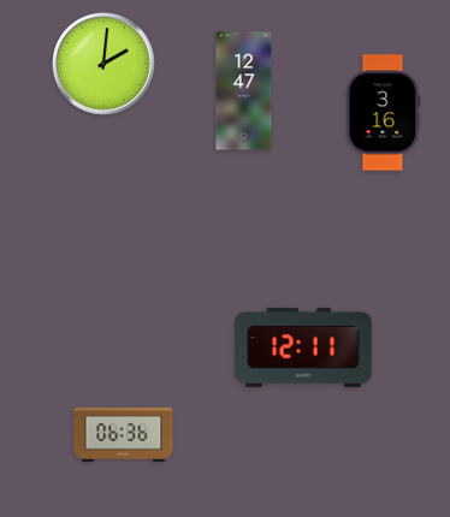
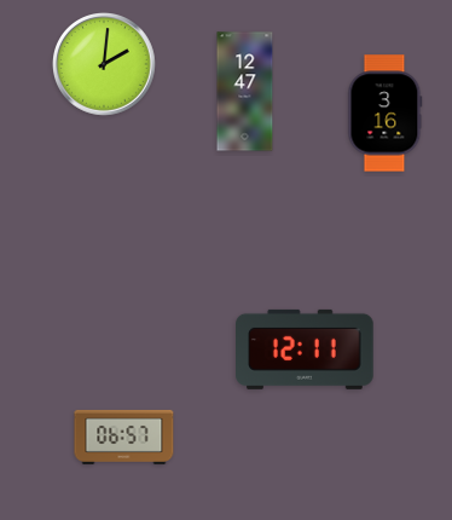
clock at (124, 434): 06:36 -> 06:57
